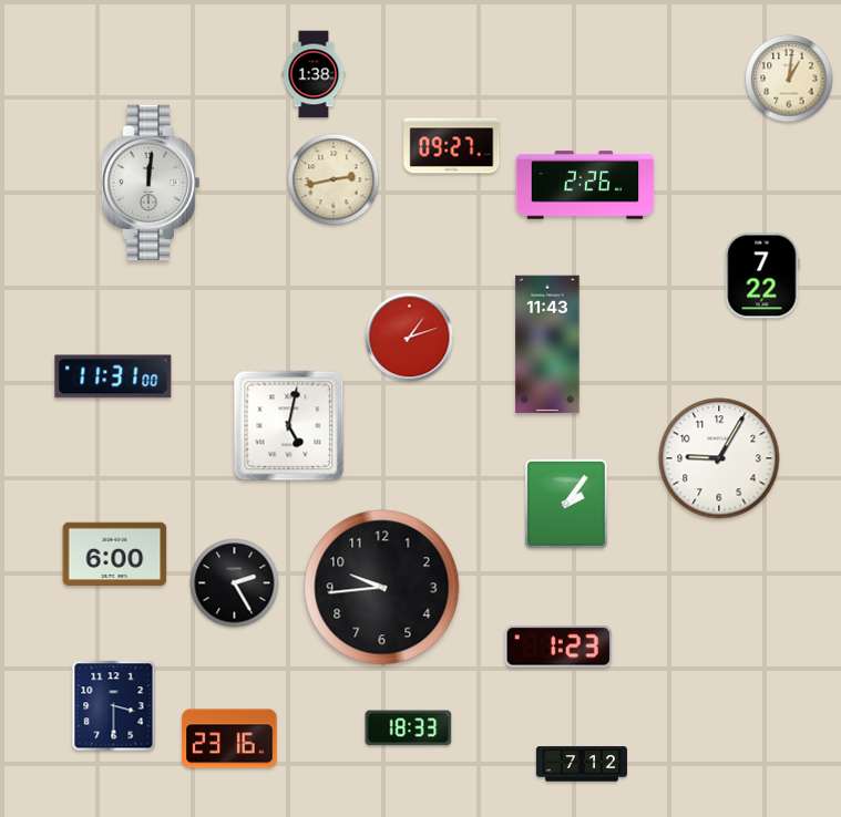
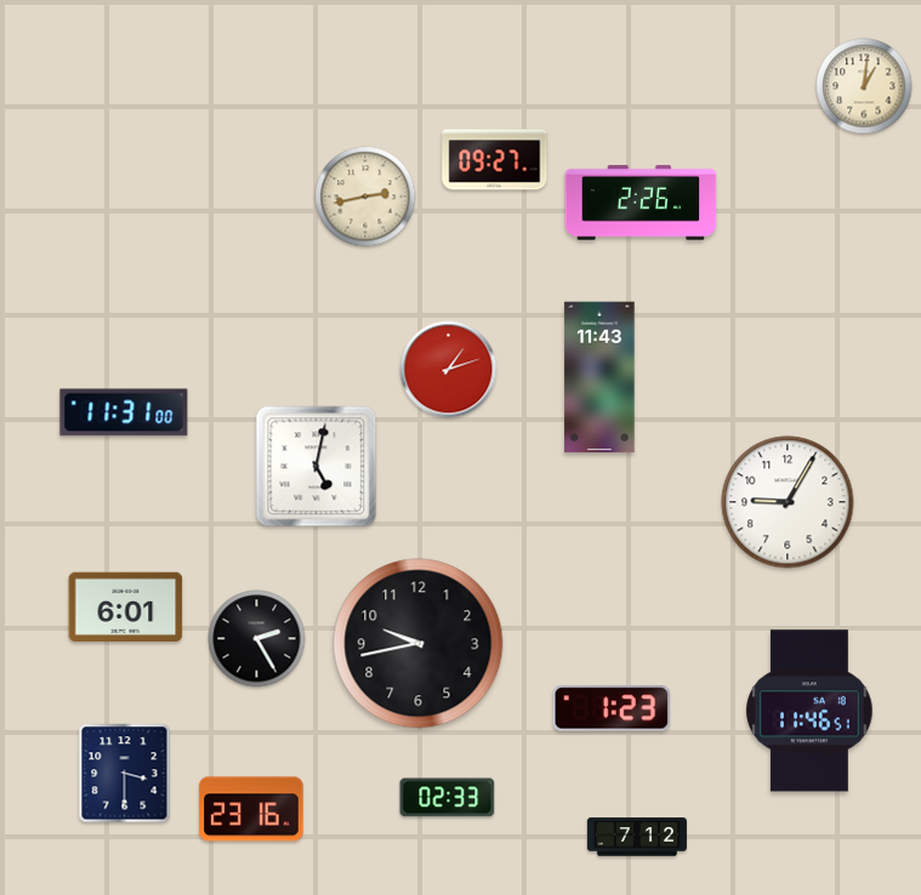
clock at (314, 74): 1:38 -> none
clock at (151, 182): 12:01 -> none
clock at (762, 276): 7:22 -> none
clock at (567, 505): 2:06 -> none
clock at (115, 555): 6:00 -> 6:01
clock at (382, 588): 9:44 -> 9:43
clock at (811, 711): none -> 11:46
clock at (409, 728): 18:33 -> 02:33
